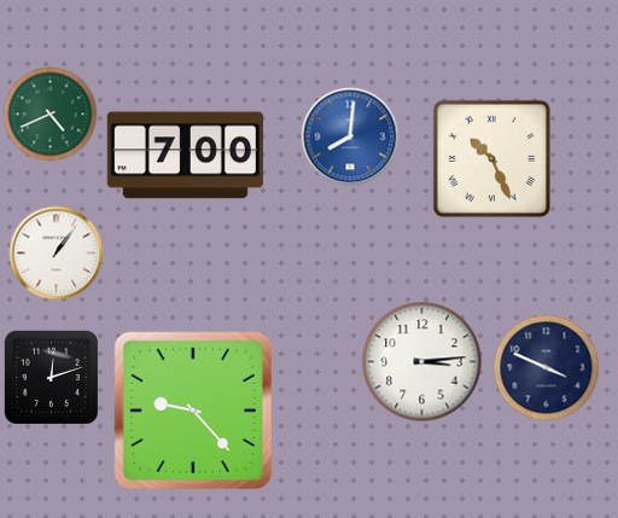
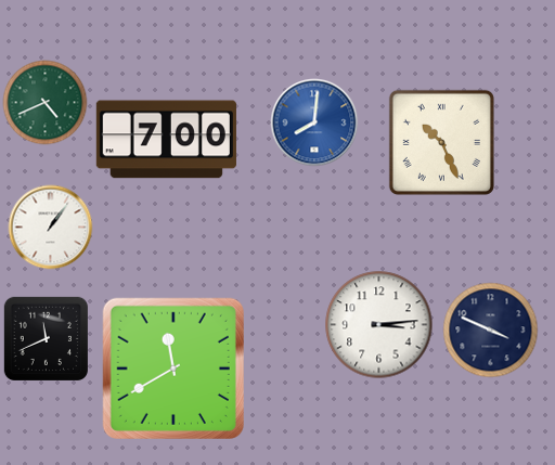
clock at (51, 377): 12:12 -> 11:41
clock at (193, 411): 9:23 -> 11:40
